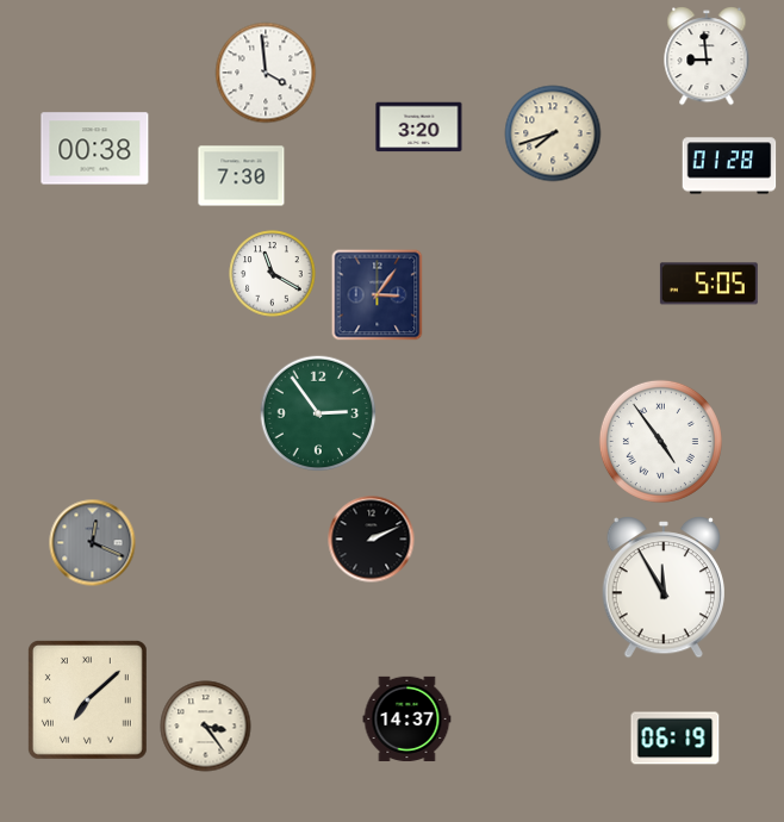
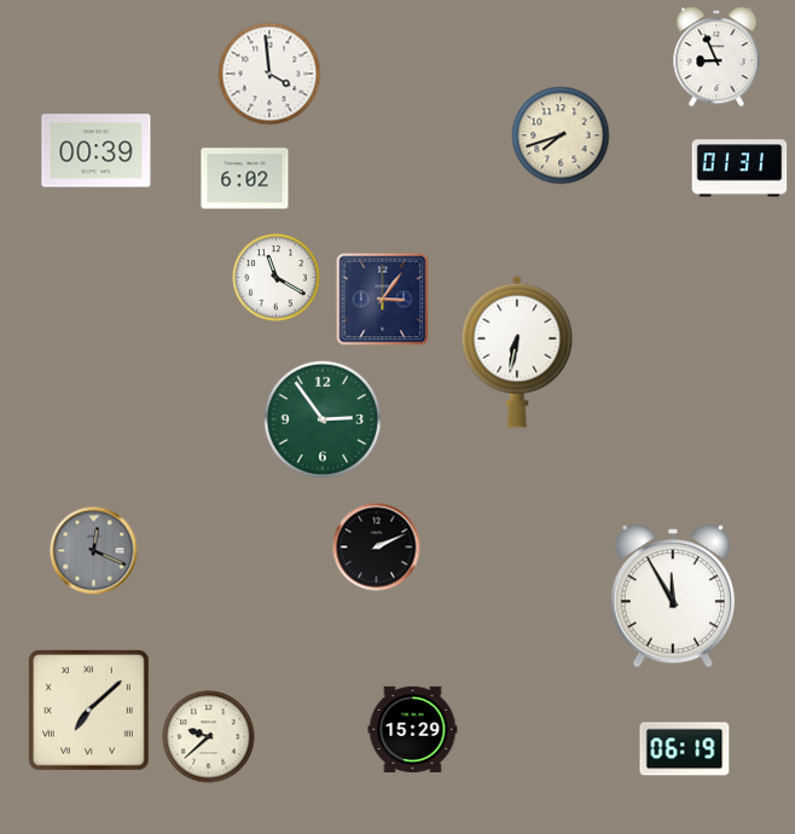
clock at (707, 56): 8:59 -> 8:56
clock at (419, 127): 3:20 -> none
clock at (95, 149): 00:38 -> 00:39
clock at (729, 166): 01:28 -> 01:31
clock at (242, 176): 7:30 -> 6:02
clock at (709, 284): 5:05 -> none
clock at (517, 352): none -> 6:32
clock at (660, 441): 4:54 -> none
clock at (407, 718): 14:37 -> 15:29
clock at (206, 727): 3:24 -> 9:38
